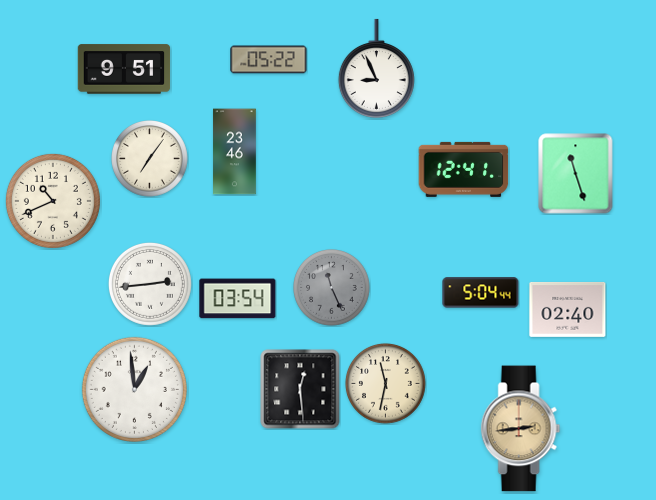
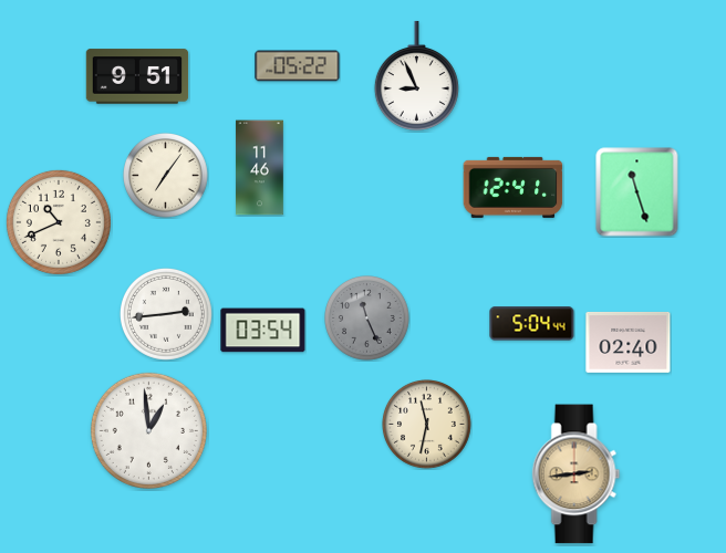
clock at (235, 152): 23:46 -> 11:46
clock at (300, 389): 12:29 -> none
